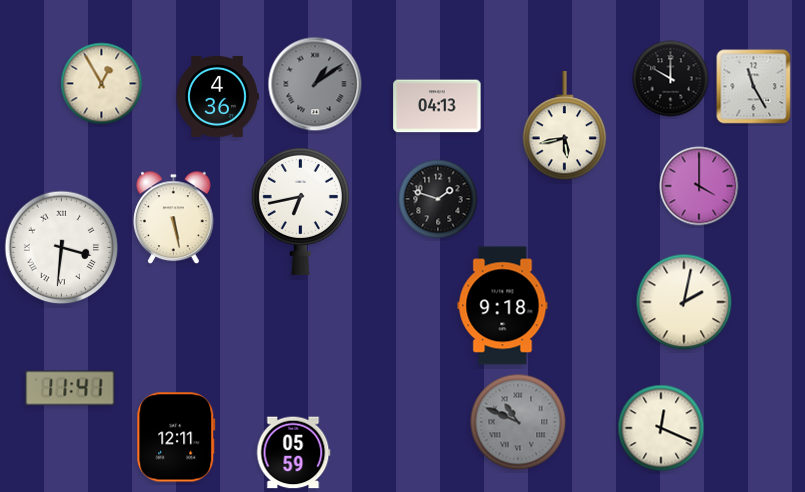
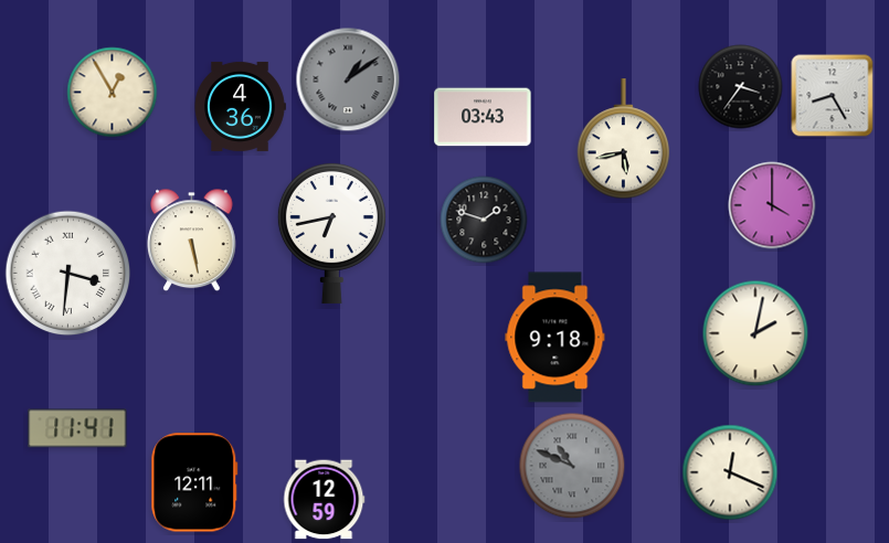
clock at (671, 79): 10:00 -> 3:36
clock at (315, 84) position: (315, 84) -> (348, 79)
clock at (754, 87): 11:25 -> 8:25
clock at (437, 106): 04:13 -> 03:43
clock at (294, 453): 05:59 -> 12:59
